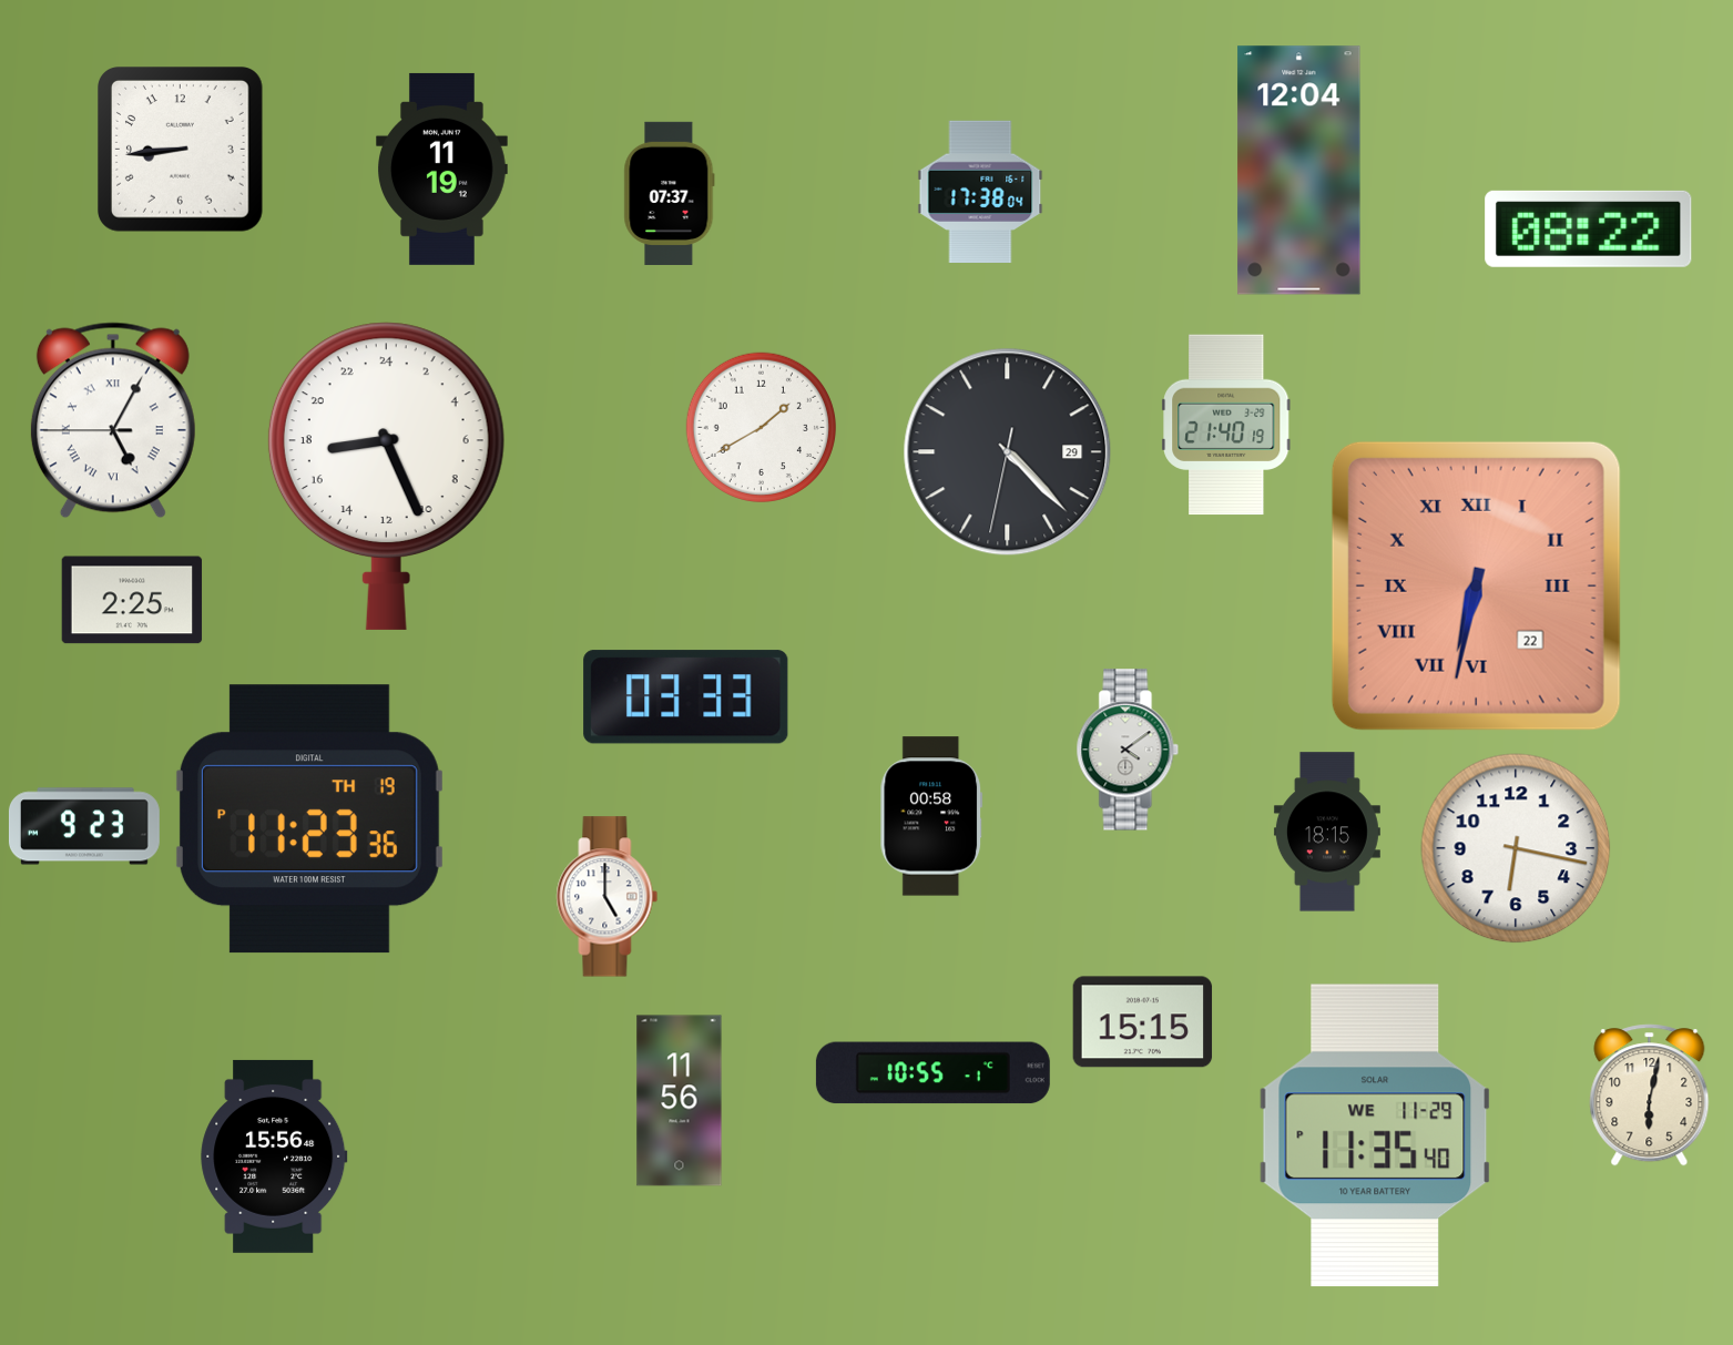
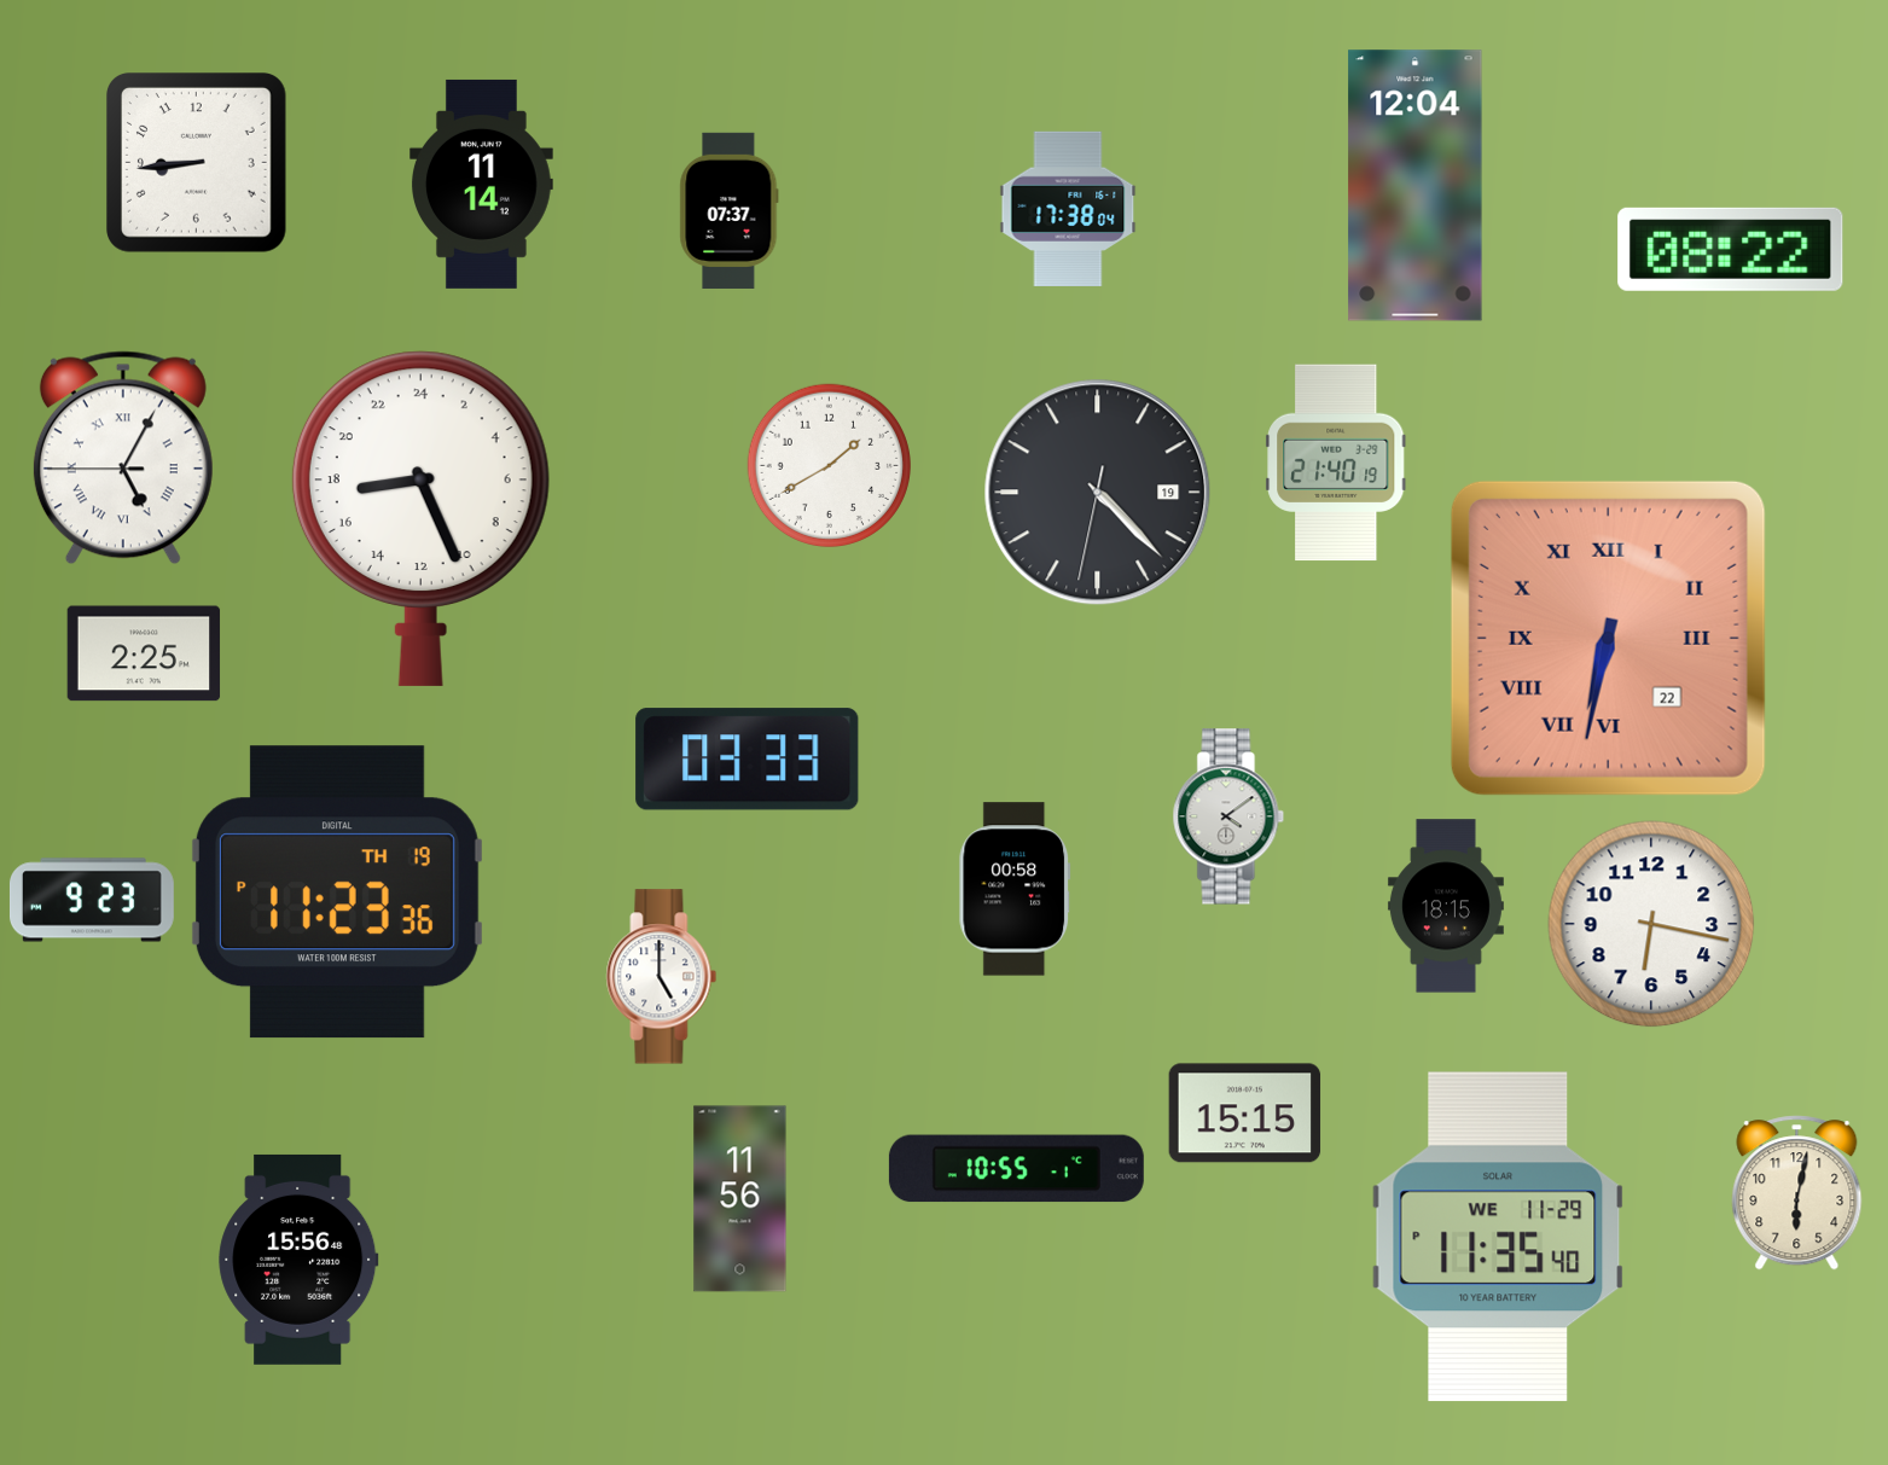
clock at (442, 169): 11:19 -> 11:14
clock at (1008, 452) date: 29 -> 19
